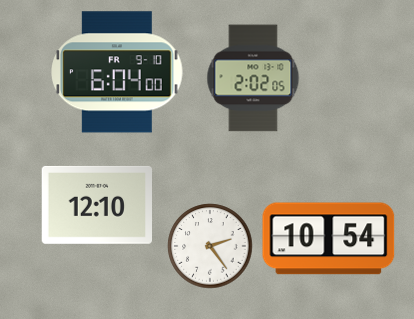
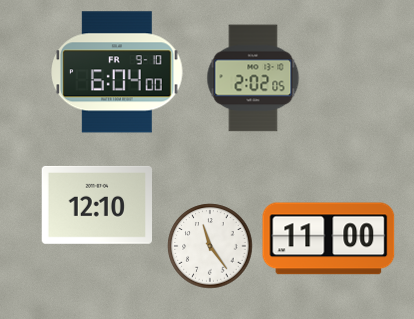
clock at (329, 239): 10:54 -> 11:00
clock at (210, 246): 2:24 -> 11:24
